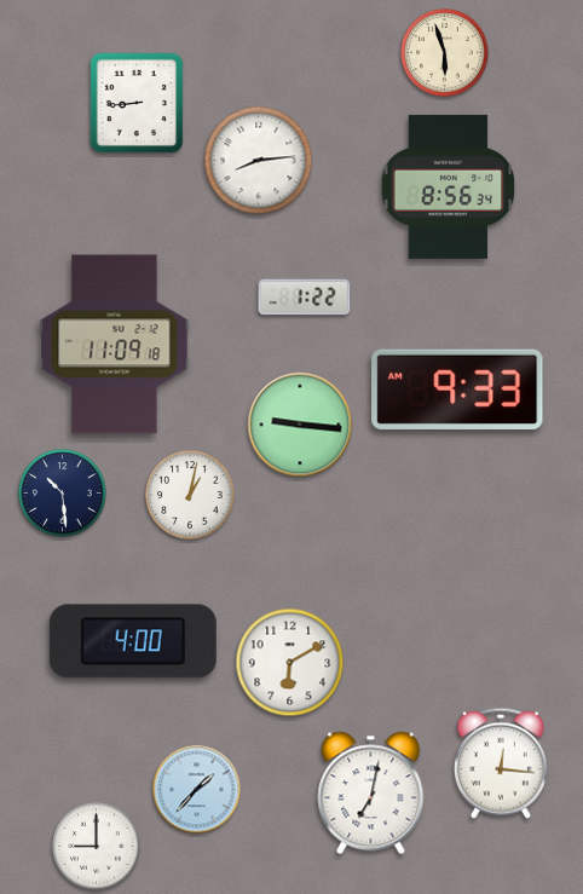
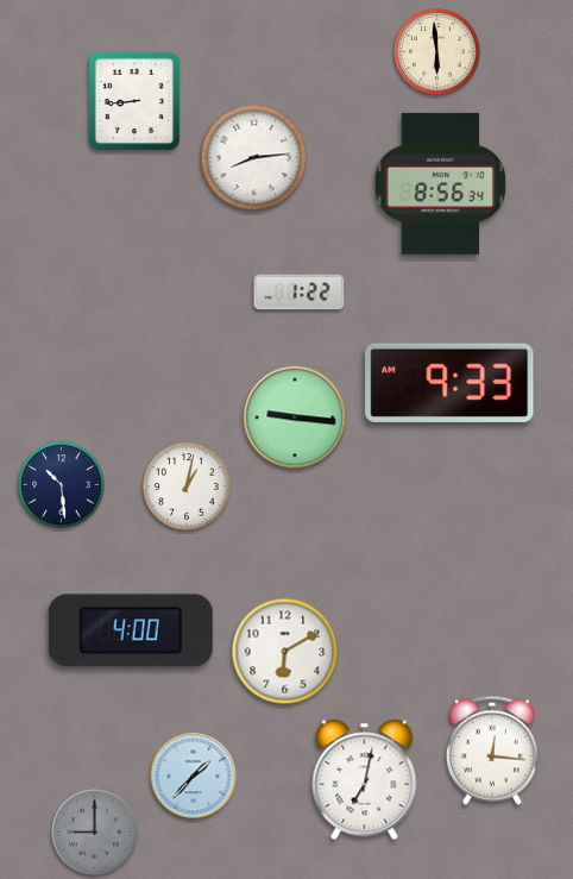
clock at (445, 53): 5:57 -> 5:59
clock at (115, 345): 11:09 -> none
clock at (97, 847) dial: white -> grey
